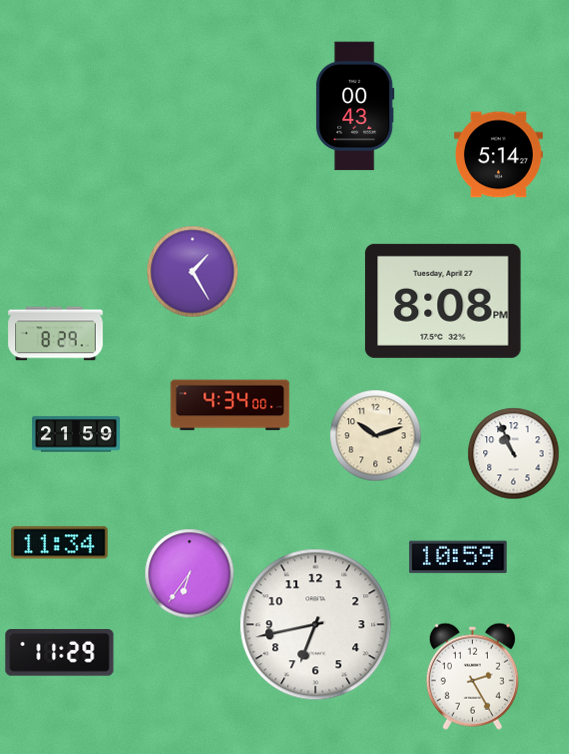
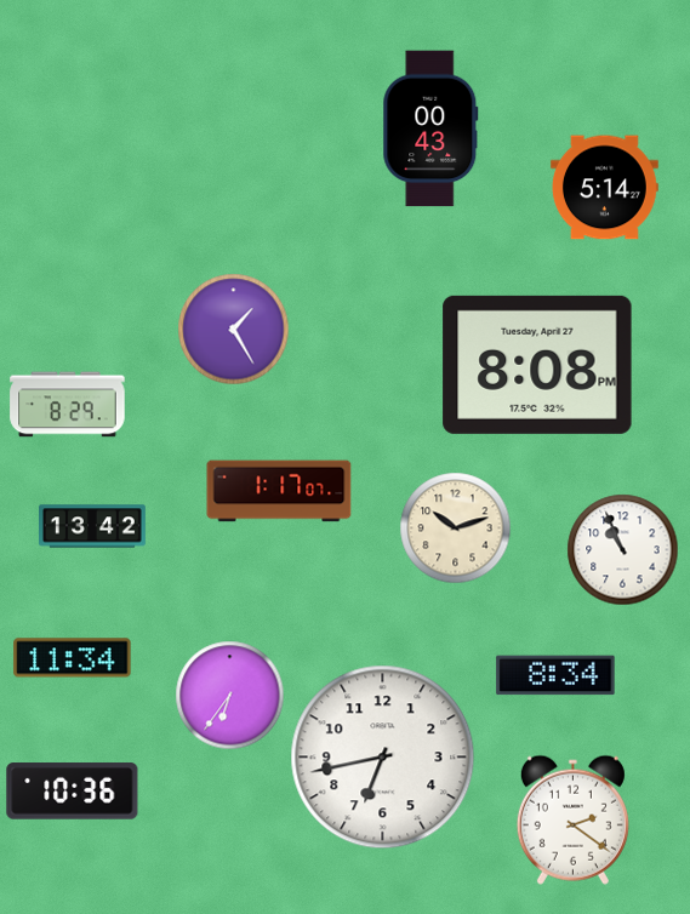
clock at (230, 405): 4:34 -> 1:17
clock at (77, 434): 21:59 -> 13:42
clock at (458, 557): 10:59 -> 8:34
clock at (60, 653): 11:29 -> 10:36
clock at (472, 676): 2:25 -> 2:21
